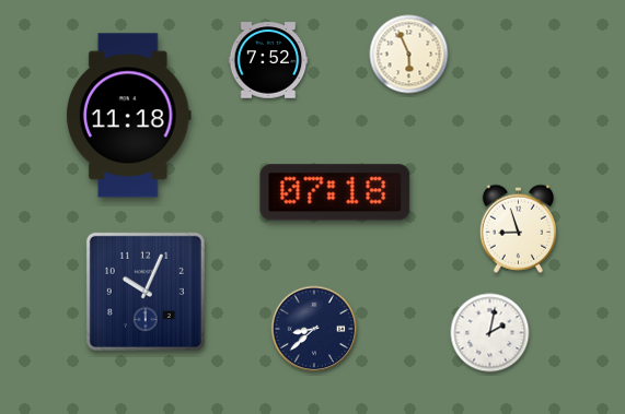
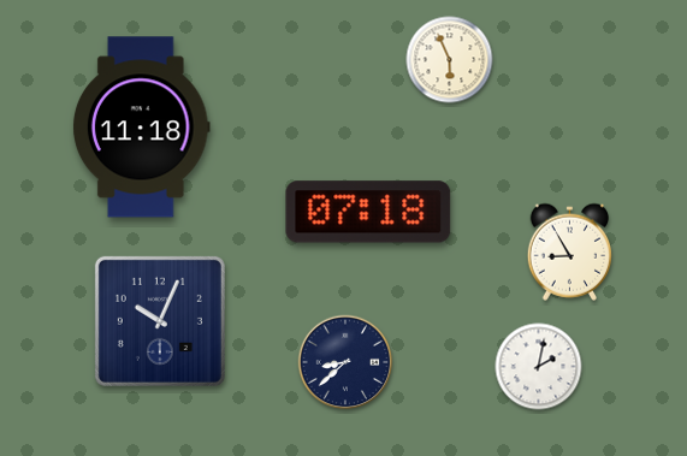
clock at (268, 60): 7:52 -> none
clock at (518, 228): 8:57 -> 8:55
